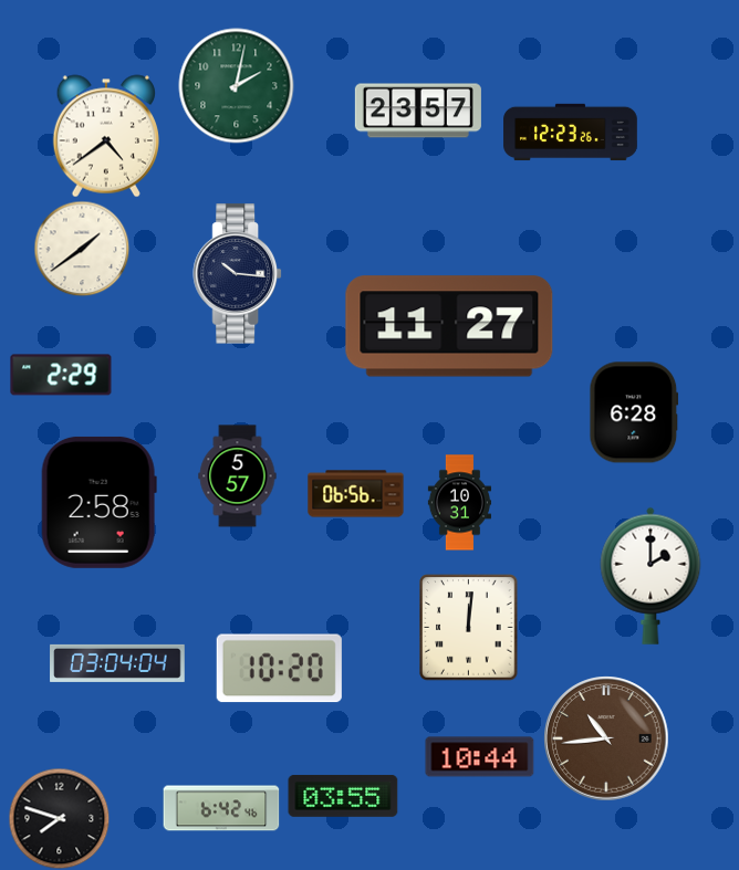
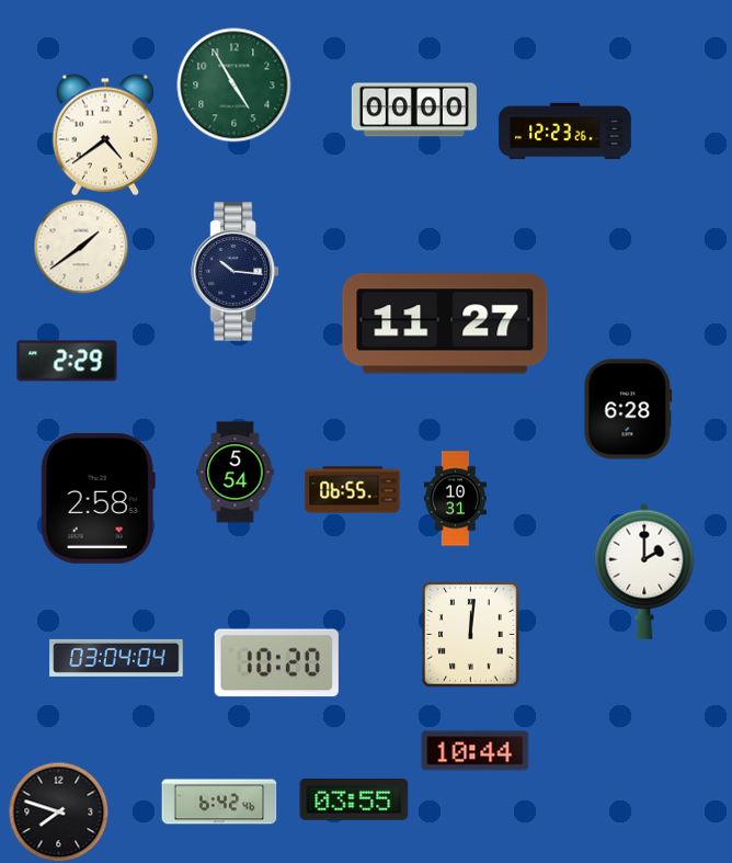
clock at (237, 86): 2:02 -> 4:55
clock at (418, 111): 23:57 -> 00:00
clock at (61, 375) position: (61, 375) -> (67, 361)
clock at (238, 476): 5:57 -> 5:54
clock at (356, 494): 06:56 -> 06:55
clock at (469, 628) position: (469, 628) -> (471, 635)
clock at (606, 738): 10:44 -> none
clock at (343, 796) position: (343, 796) -> (354, 799)
